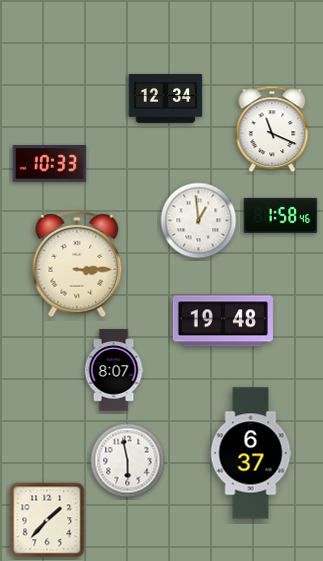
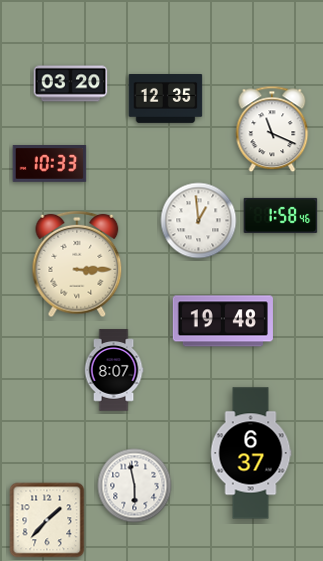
clock at (71, 84): none -> 03:20
clock at (166, 99): 12:34 -> 12:35
clock at (128, 461) position: (128, 461) -> (135, 486)
